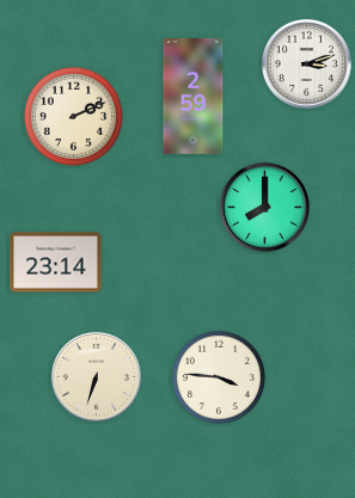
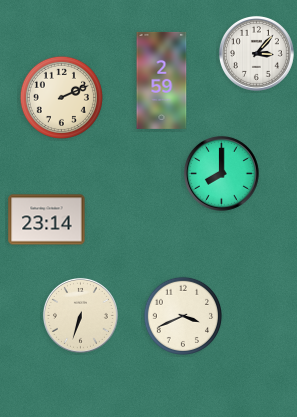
clock at (306, 63): 3:12 -> 3:07
clock at (218, 376): 3:46 -> 3:41
